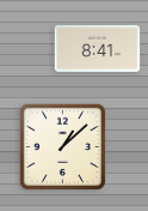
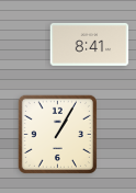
clock at (62, 146): 1:08 -> 1:05
